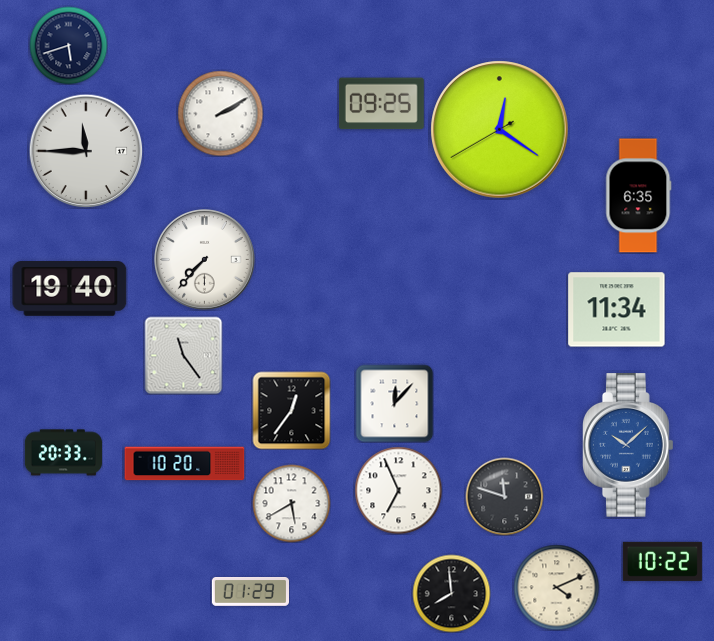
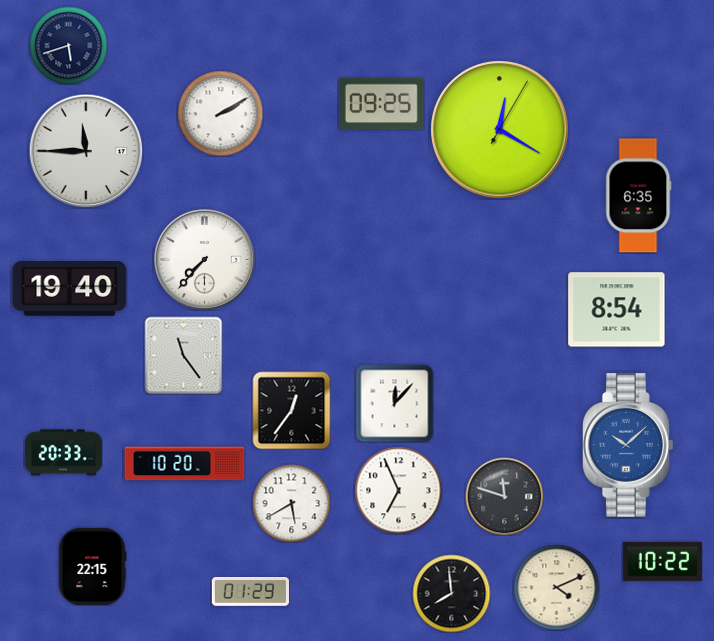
clock at (500, 130): 12:20:40 -> 12:20:05
clock at (617, 310): 11:34 -> 8:54
clock at (92, 566): none -> 22:15
